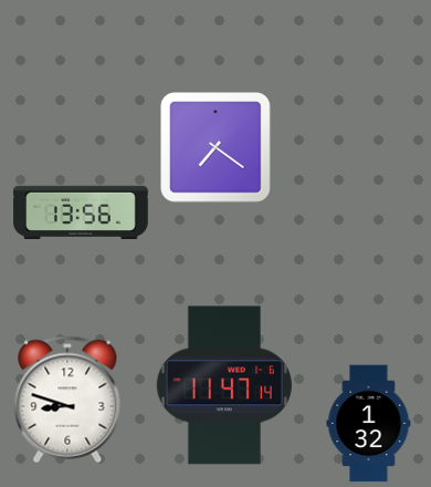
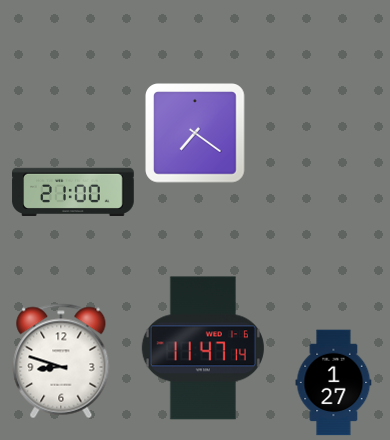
clock at (81, 211): 13:56 -> 21:00
clock at (369, 424): 1:32 -> 1:27
